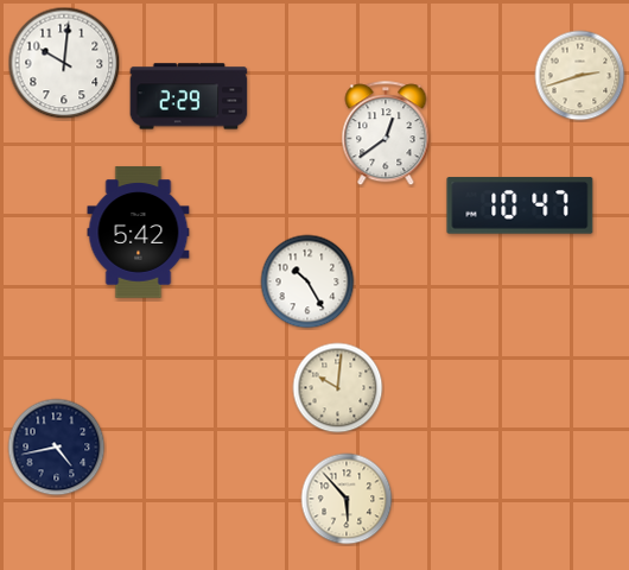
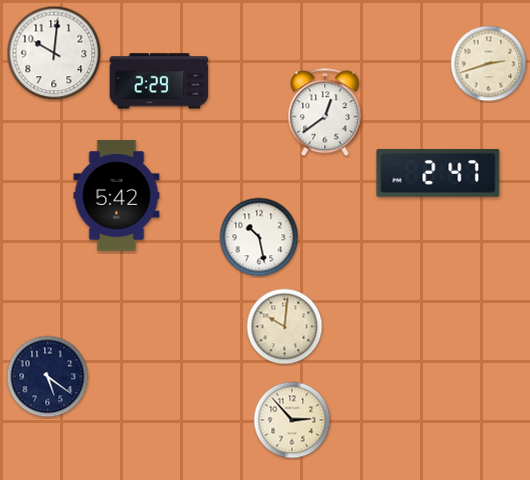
clock at (520, 205): 10:47 -> 2:47
clock at (307, 281): 10:25 -> 10:28
clock at (57, 448): 4:43 -> 5:21
clock at (347, 499): 5:53 -> 2:53
